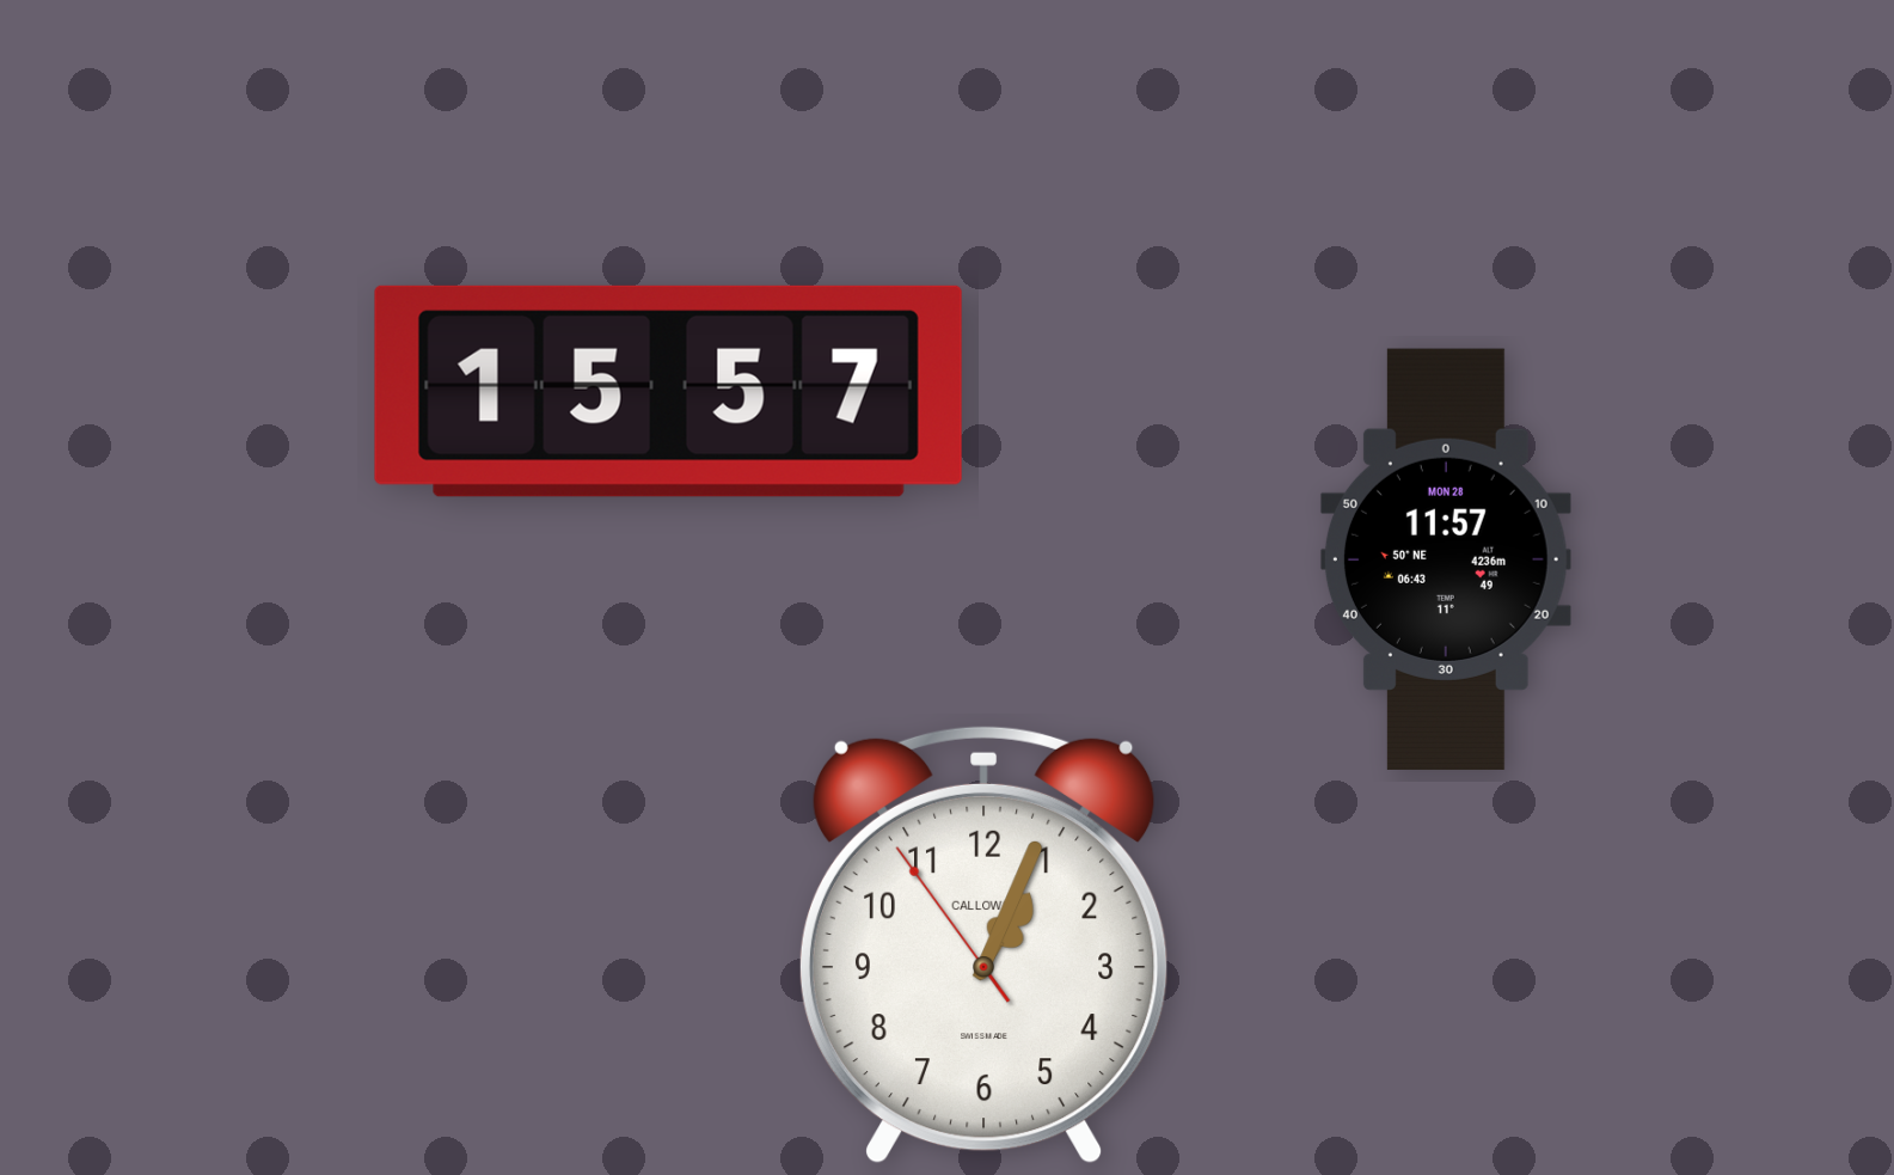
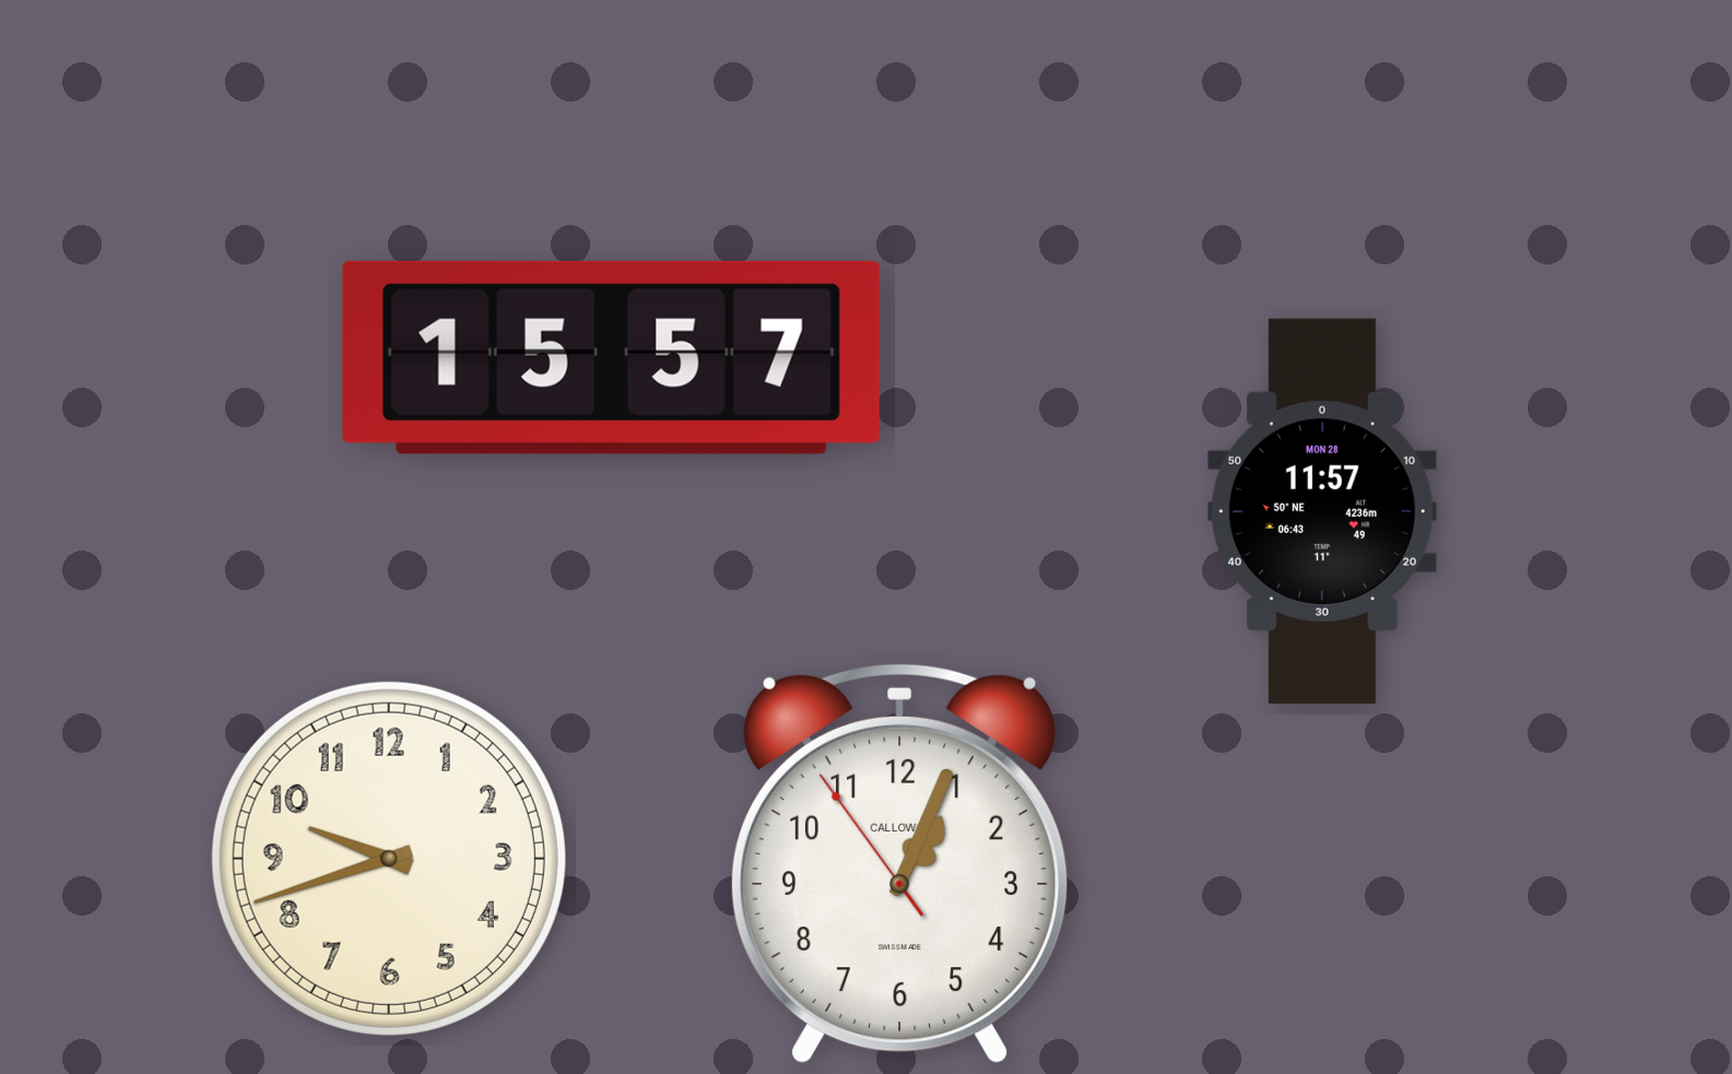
clock at (389, 859): none -> 9:42
